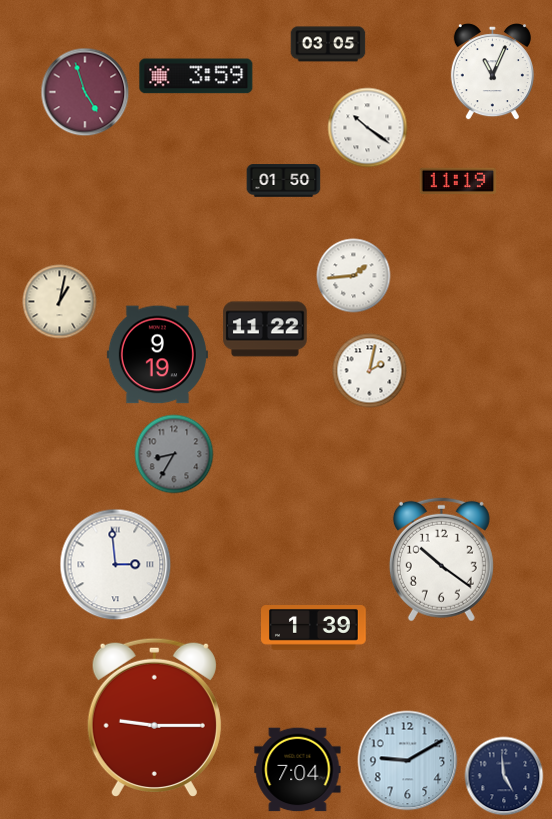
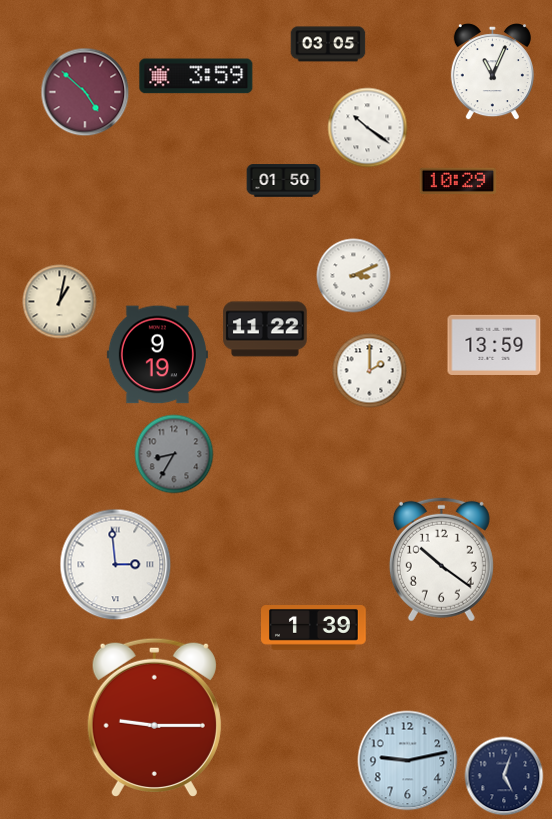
clock at (85, 92): 4:57 -> 4:52
clock at (458, 181): 11:19 -> 10:29
clock at (354, 276): 1:44 -> 3:11
clock at (494, 345): none -> 13:59
clock at (370, 371): 2:02 -> 2:00
clock at (408, 761): 9:10 -> 9:13
clock at (298, 770): 7:04 -> none
clock at (504, 776): 4:59 -> 5:03
